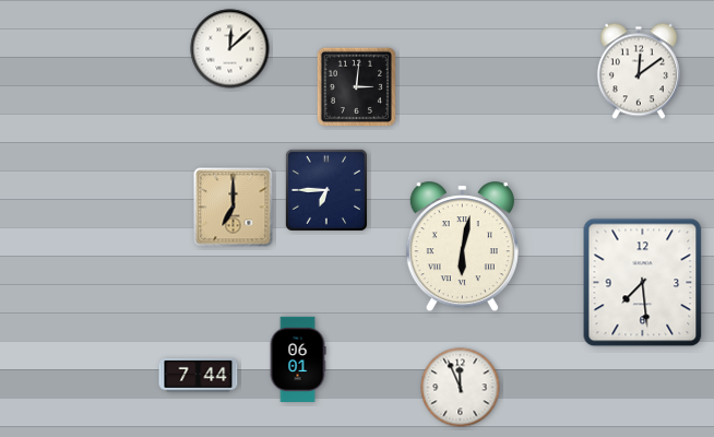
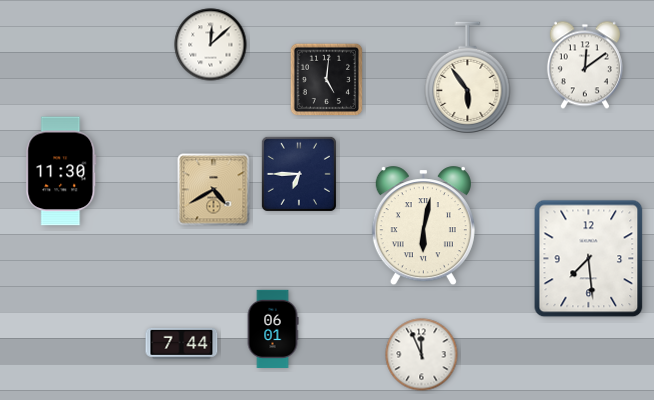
clock at (468, 78): none -> 5:54
clock at (357, 87): 3:01 -> 5:01
clock at (61, 171): none -> 11:30
clock at (234, 208): 7:00 -> 4:40
